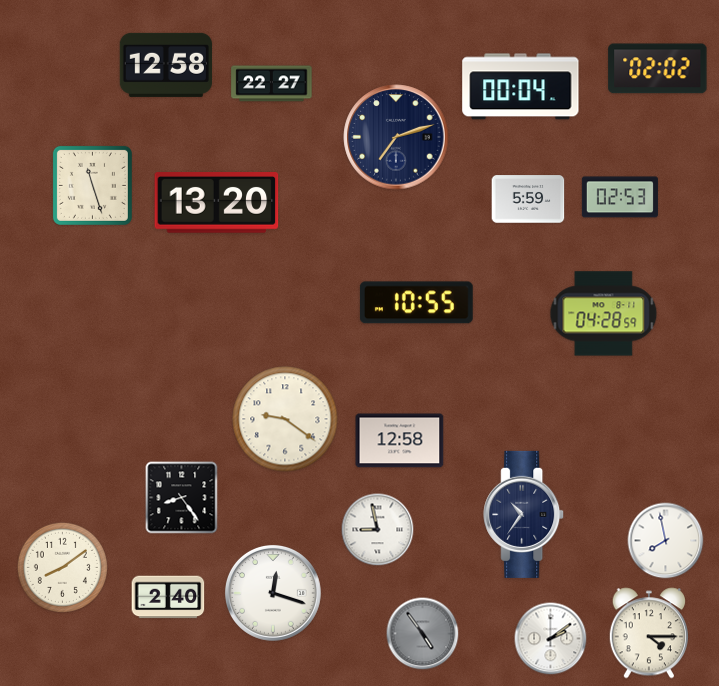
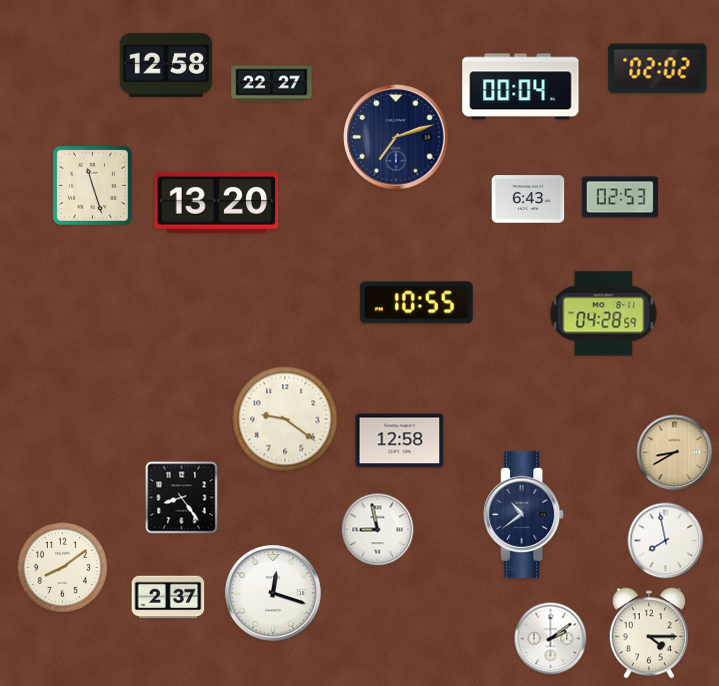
clock at (528, 199): 5:59 -> 6:43
clock at (675, 453): none -> 8:40
clock at (524, 514): 10:36 -> 10:39
clock at (168, 597): 2:40 -> 2:37
clock at (423, 634): 4:54 -> none
